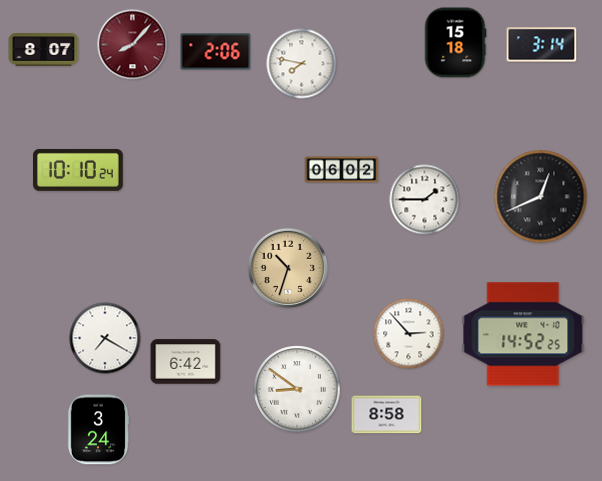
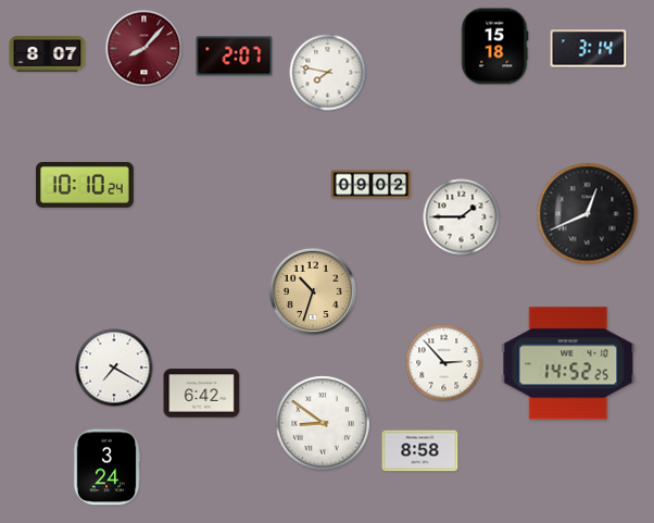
clock at (216, 52): 2:06 -> 2:07
clock at (302, 64) position: (302, 64) -> (328, 73)
clock at (342, 170): 06:02 -> 09:02
